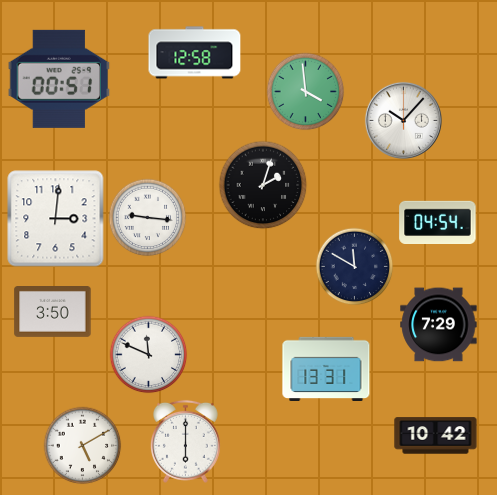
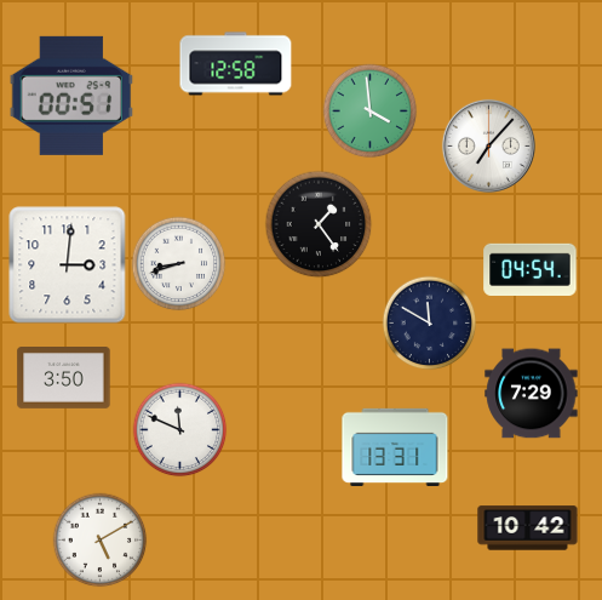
clock at (403, 120): 10:07 -> 7:07
clock at (263, 185): 2:03 -> 1:24
clock at (147, 217): 9:16 -> 8:42
clock at (185, 441): 6:00 -> none
